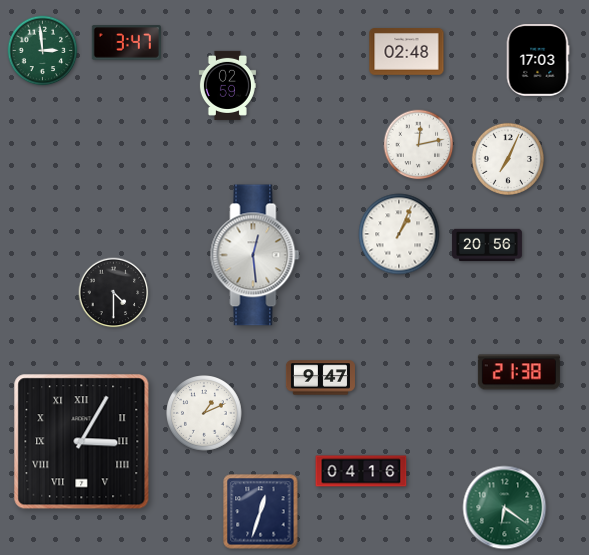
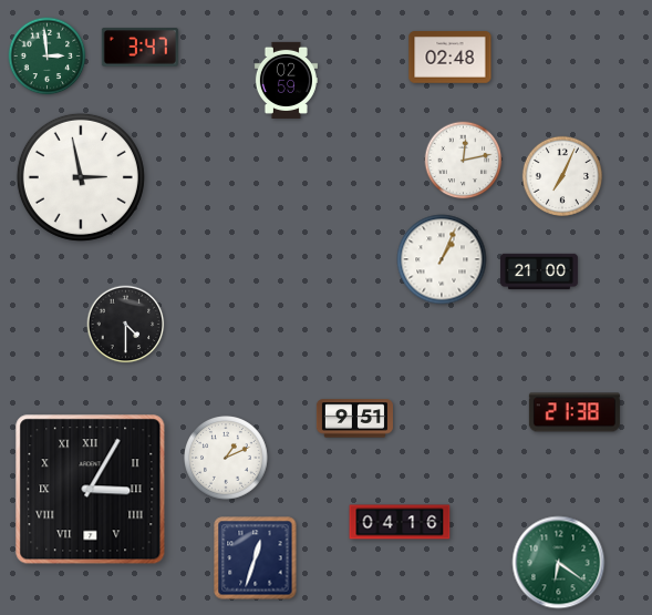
clock at (538, 60): 17:03 -> none
clock at (227, 85) position: (227, 85) -> (286, 80)
clock at (81, 177): none -> 2:58
clock at (487, 245): 20:56 -> 21:00
clock at (255, 255): 12:29 -> none
clock at (320, 378): 9:47 -> 9:51
clock at (261, 512) position: (261, 512) -> (256, 558)
